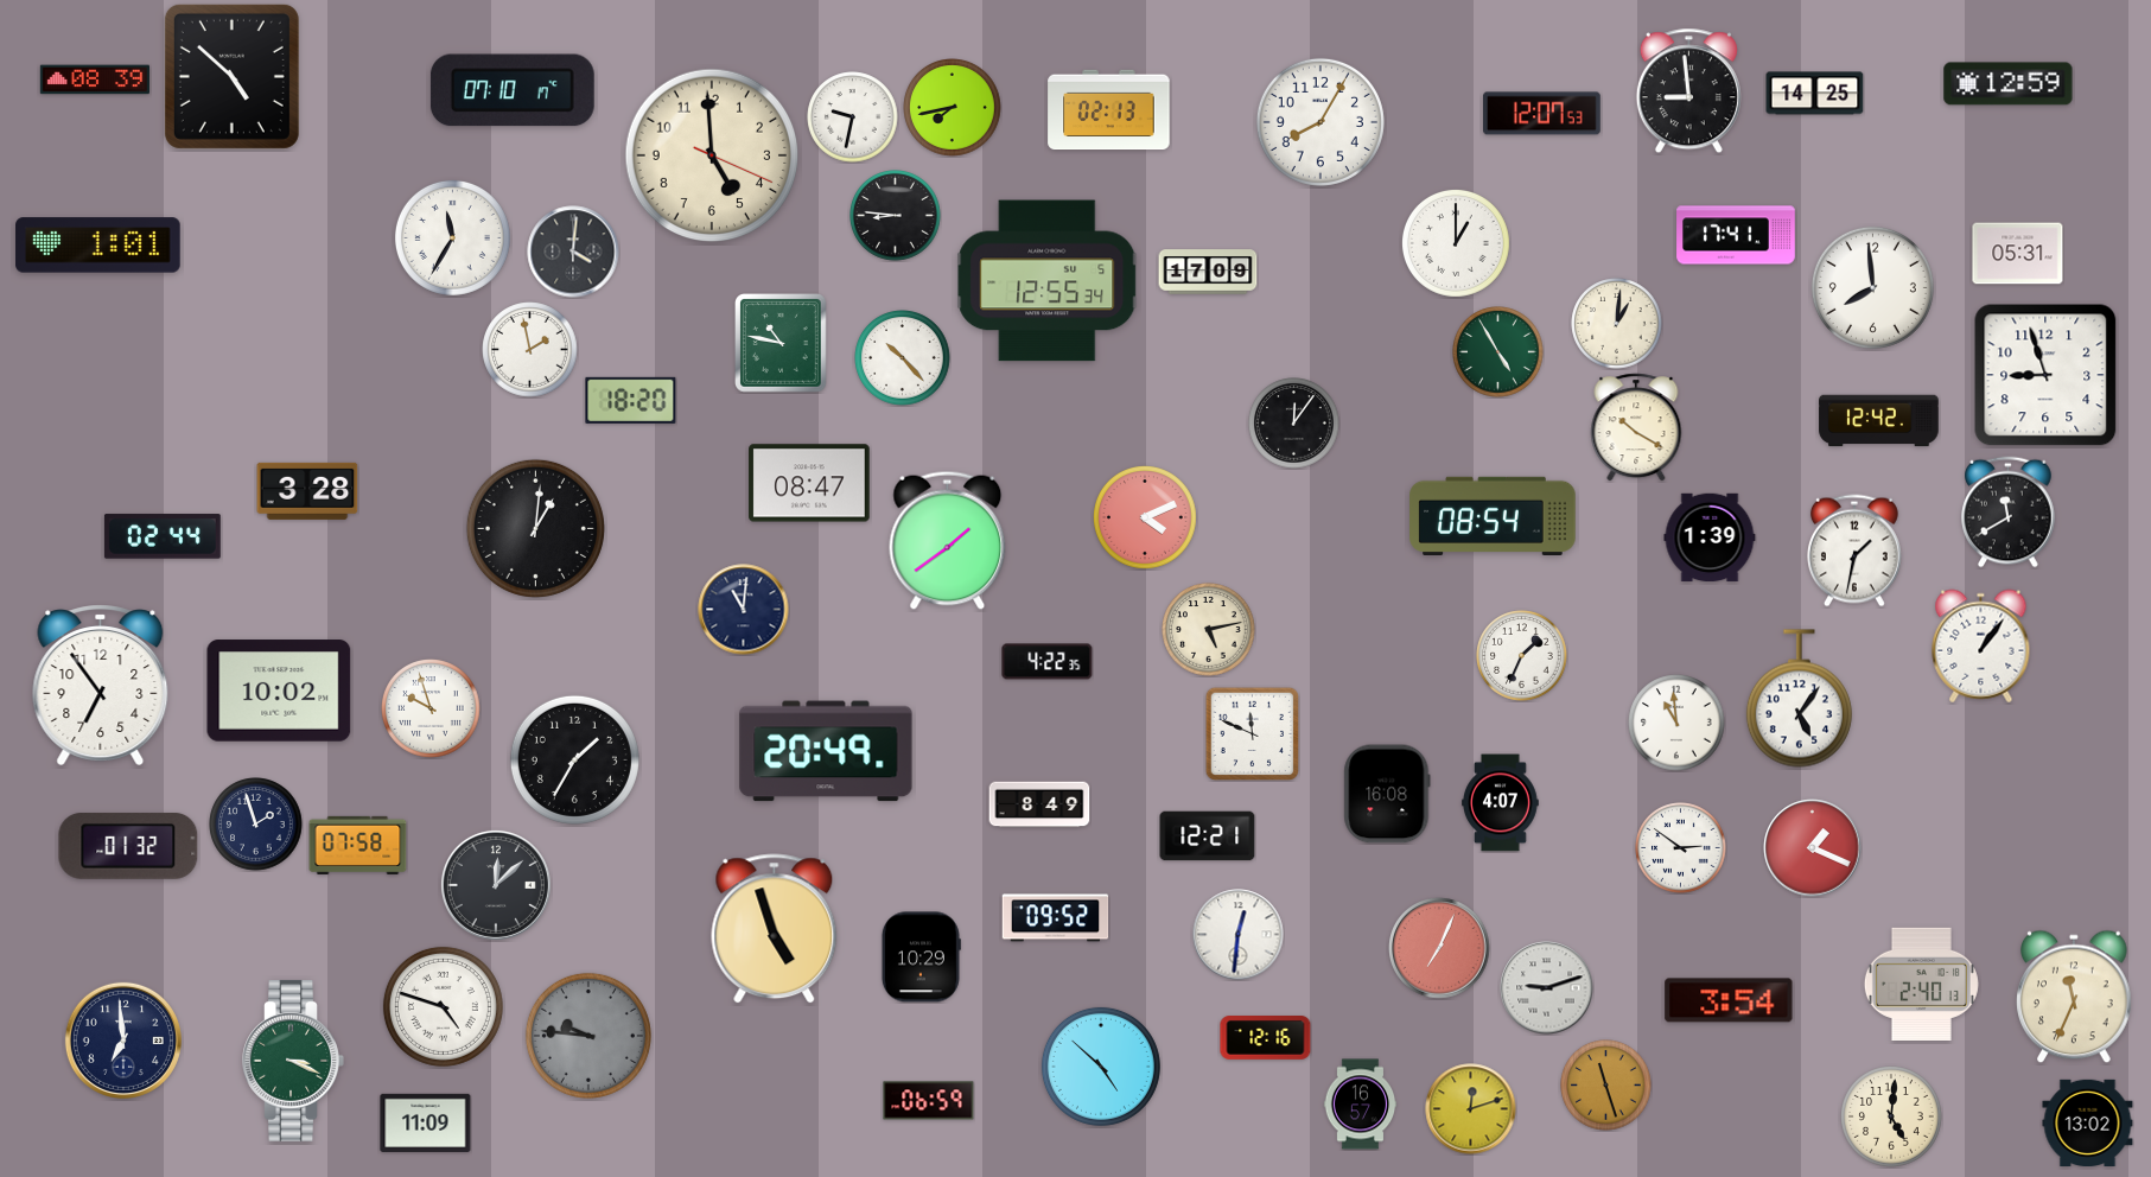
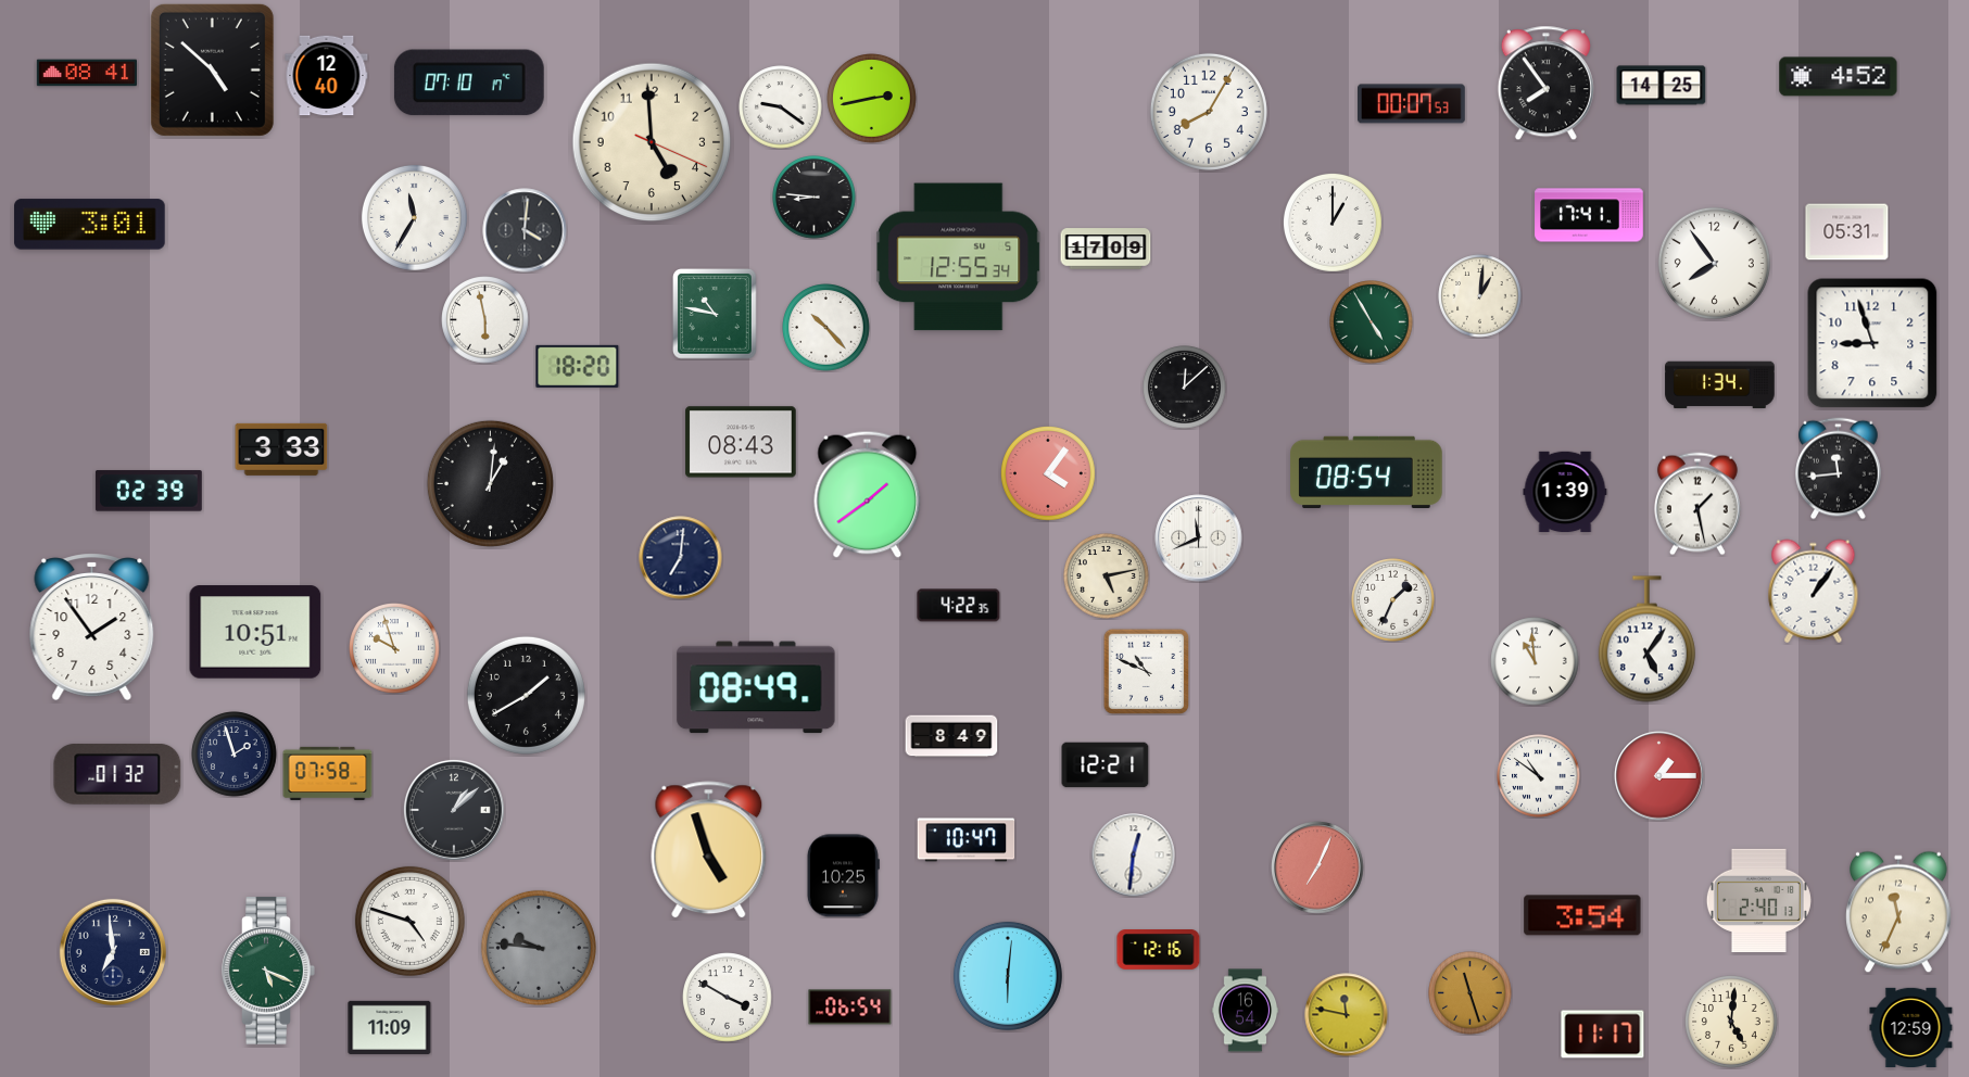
clock at (95, 79): 08:39 -> 08:41
clock at (327, 76): none -> 12:40
clock at (2009, 84): 12:59 -> 4:52
clock at (1688, 91): 8:59 -> 7:54
clock at (953, 108): 7:43 -> 2:43
clock at (1109, 110): 02:13 -> none
clock at (1542, 114): 12:07 -> 00:07
clock at (853, 117): 9:32 -> 9:21
clock at (896, 216) position: (896, 216) -> (815, 198)
clock at (98, 246): 1:01 -> 3:01
clock at (1872, 287): 7:59 -> 7:54
clock at (530, 350): 1:58 -> 5:58
clock at (1879, 421): 12:42 -> 1:34
clock at (1294, 424): 12:06 -> 12:08
clock at (1636, 427): 10:20 -> none
clock at (809, 483): 08:47 -> 08:43
clock at (307, 491): 3:28 -> 3:33
clock at (2009, 513): 11:40 -> 11:44
clock at (1146, 518): 4:11 -> 4:06
clock at (163, 536): 02:44 -> 02:39
clock at (1854, 551): 1:32 -> 1:28
clock at (1199, 538): none -> 11:41
clock at (744, 610): 11:01 -> 7:01
clock at (101, 685): 6:54 -> 1:54
clock at (279, 691): 10:02 -> 10:51
clock at (1252, 733): 11:49 -> 10:49
clock at (826, 751): 20:49 -> 08:49
clock at (574, 759): 1:35 -> 1:40
clock at (1387, 794): 16:08 -> none
clock at (1501, 803): 4:07 -> none
clock at (1681, 848): 2:51 -> 10:51
clock at (1813, 848): 1:19 -> 1:15
clock at (496, 885): 12:08 -> 1:08
clock at (1056, 918): 09:52 -> 10:47
clock at (921, 957): 10:29 -> 10:25
clock at (1547, 988): 9:12 -> none
clock at (443, 1006) position: (443, 1006) -> (409, 921)
clock at (293, 1061): 3:19 -> 5:19
clock at (1101, 1067): 4:52 -> 6:01
clock at (728, 998): none -> 3:50
clock at (929, 1101): 06:59 -> 06:54
clock at (1361, 1105): 16:57 -> 16:54
clock at (1471, 1109): 12:12 -> 11:47
clock at (2088, 1122): 13:02 -> 12:59
clock at (1603, 1035): none -> 11:17
